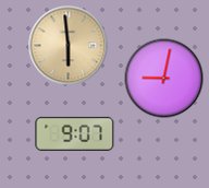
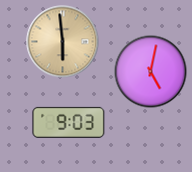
clock at (164, 79): 9:02 -> 5:02
clock at (75, 133): 9:07 -> 9:03
